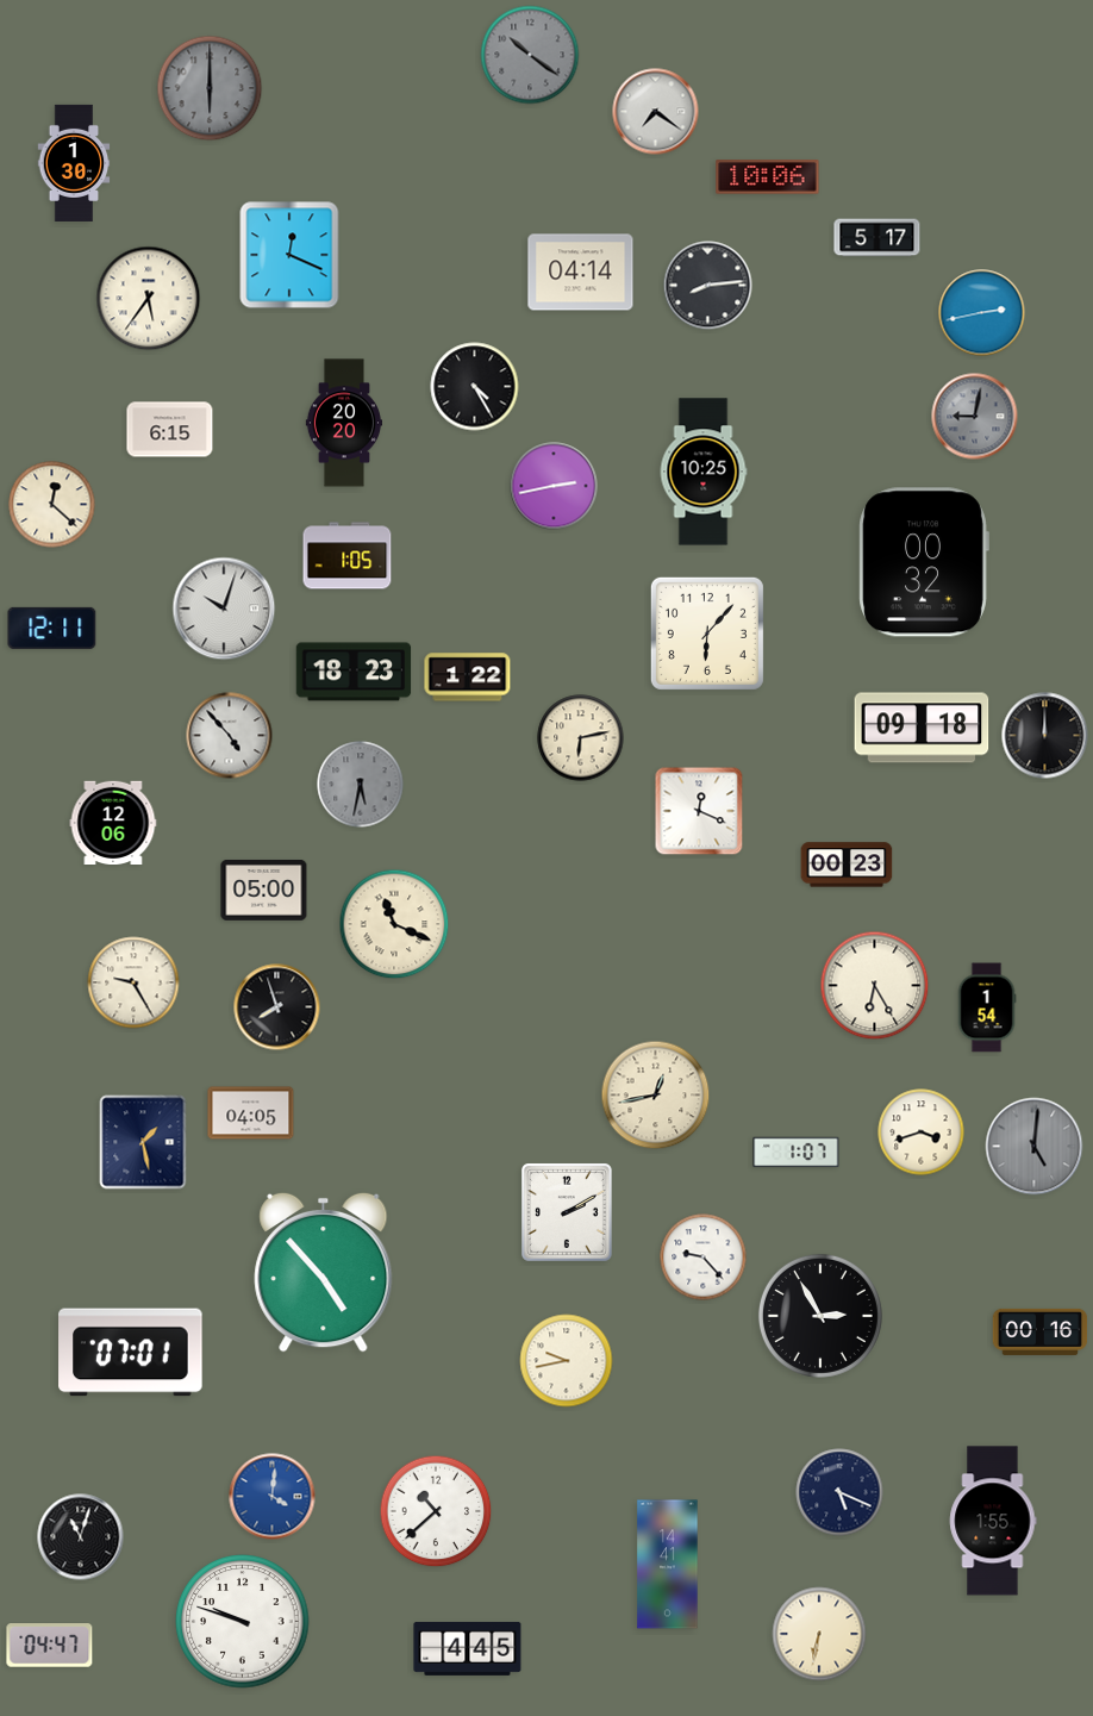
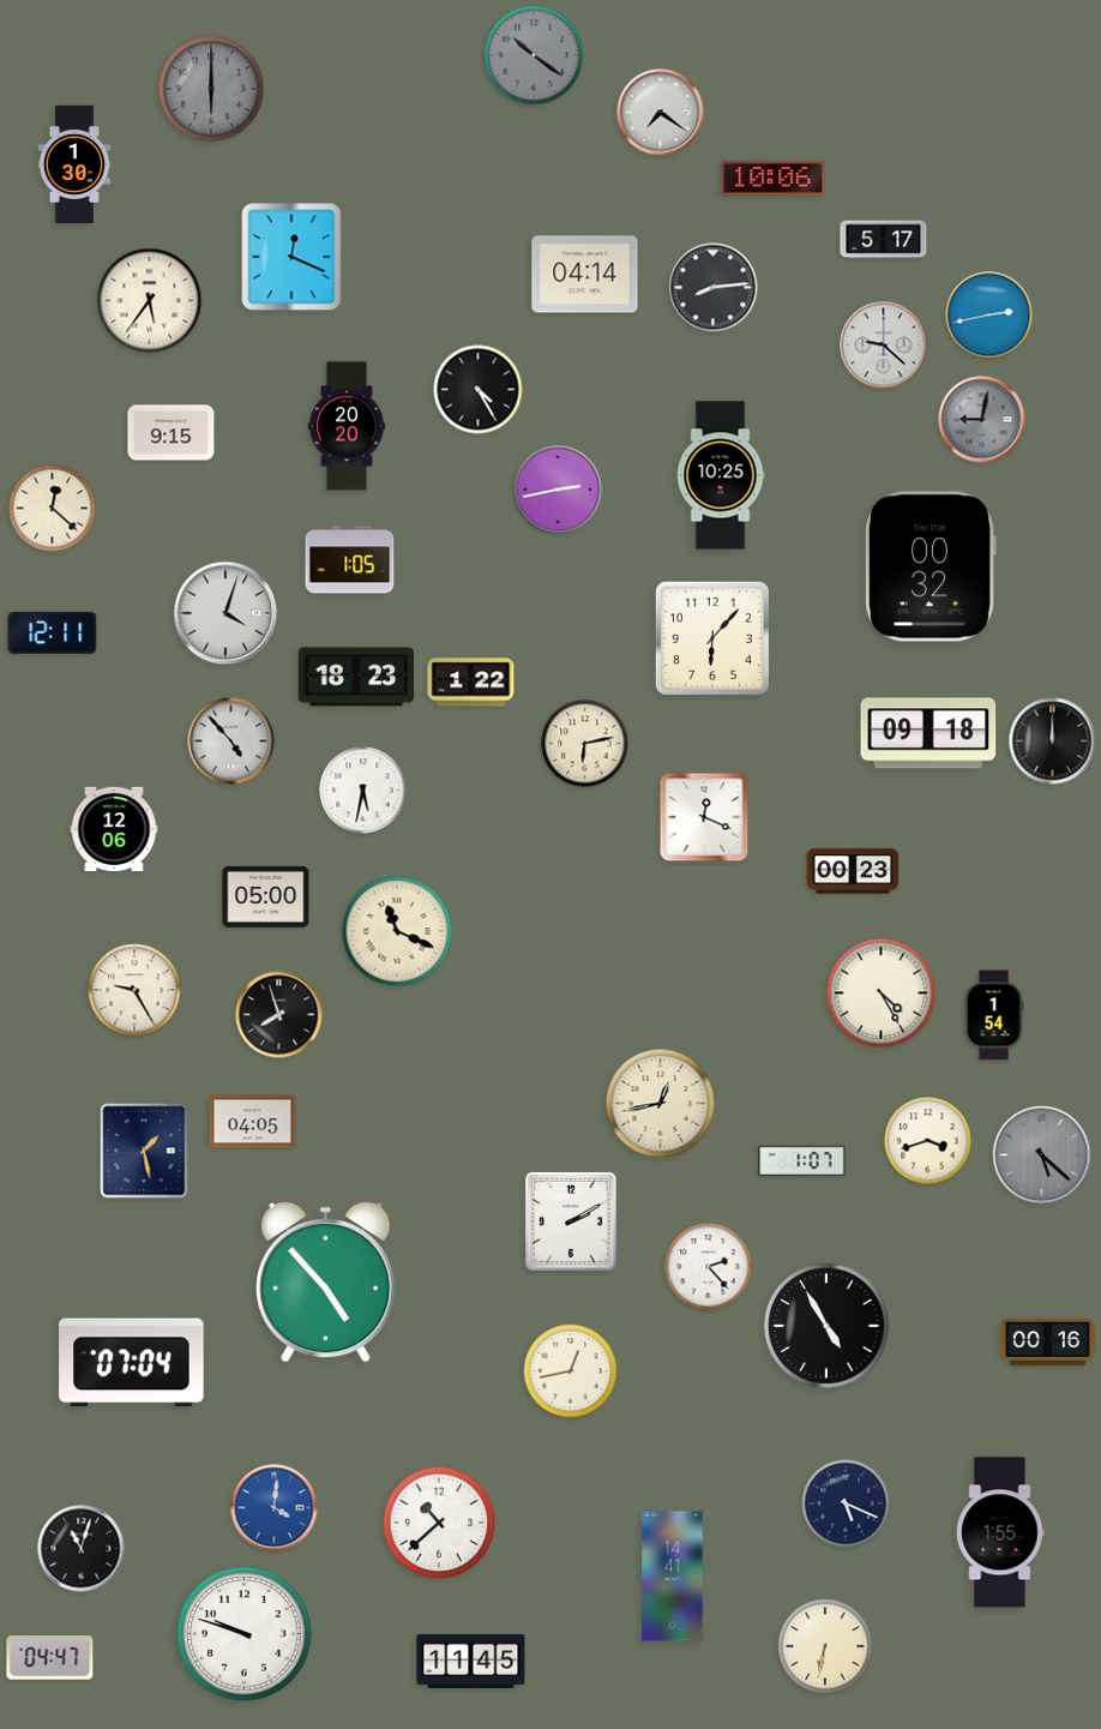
clock at (884, 346): none -> 9:22
clock at (170, 430): 6:15 -> 9:15
clock at (704, 472) position: (704, 472) -> (721, 475)
clock at (224, 609): 10:03 -> 4:03
clock at (361, 785) dial: grey -> white
clock at (875, 986): 6:25 -> 4:25
clock at (1035, 1147): 5:01 -> 5:22
clock at (704, 1258): 9:23 -> 2:23
clock at (820, 1316): 2:55 -> 4:55
clock at (131, 1353): 07:01 -> 07:04
clock at (567, 1361): 9:43 -> 12:43
clock at (468, 1648): 4:45 -> 11:45
